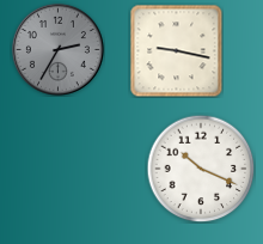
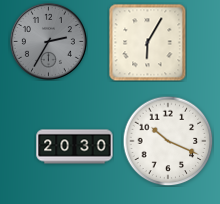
clock at (176, 50): 9:17 -> 6:05
clock at (75, 147): none -> 20:30
